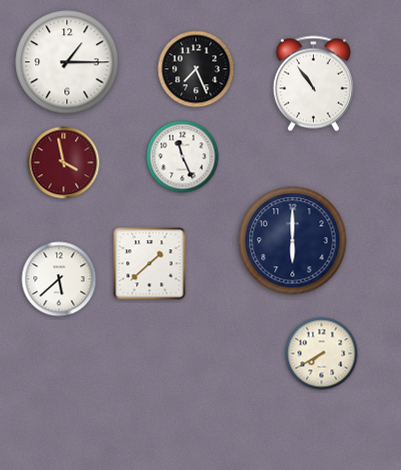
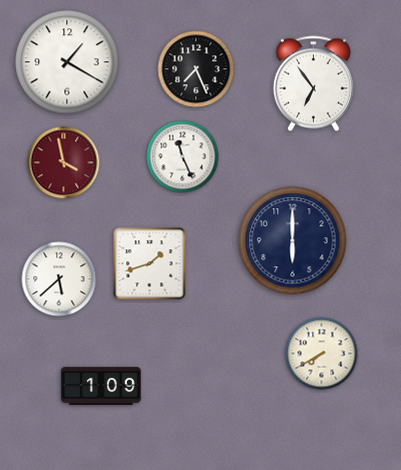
clock at (67, 62): 1:15 -> 1:20
clock at (313, 84): 10:54 -> 6:54
clock at (150, 264): 1:38 -> 1:42
clock at (101, 386): none -> 1:09
